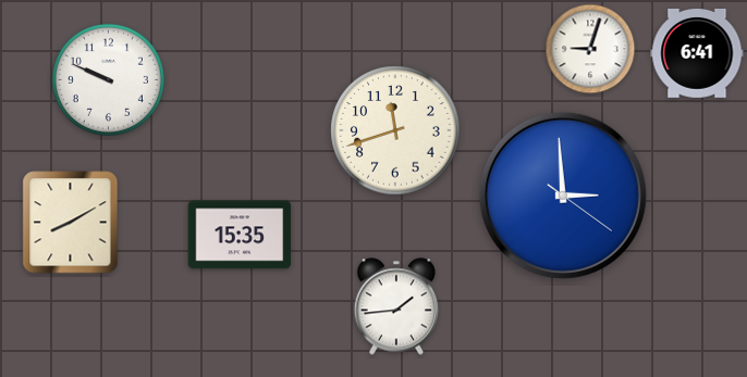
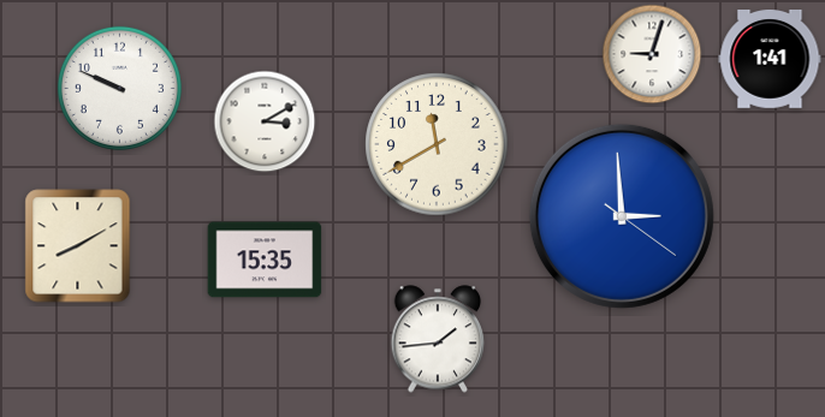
clock at (697, 53): 6:41 -> 1:41
clock at (265, 121): none -> 3:10
clock at (395, 130): 11:42 -> 11:40
